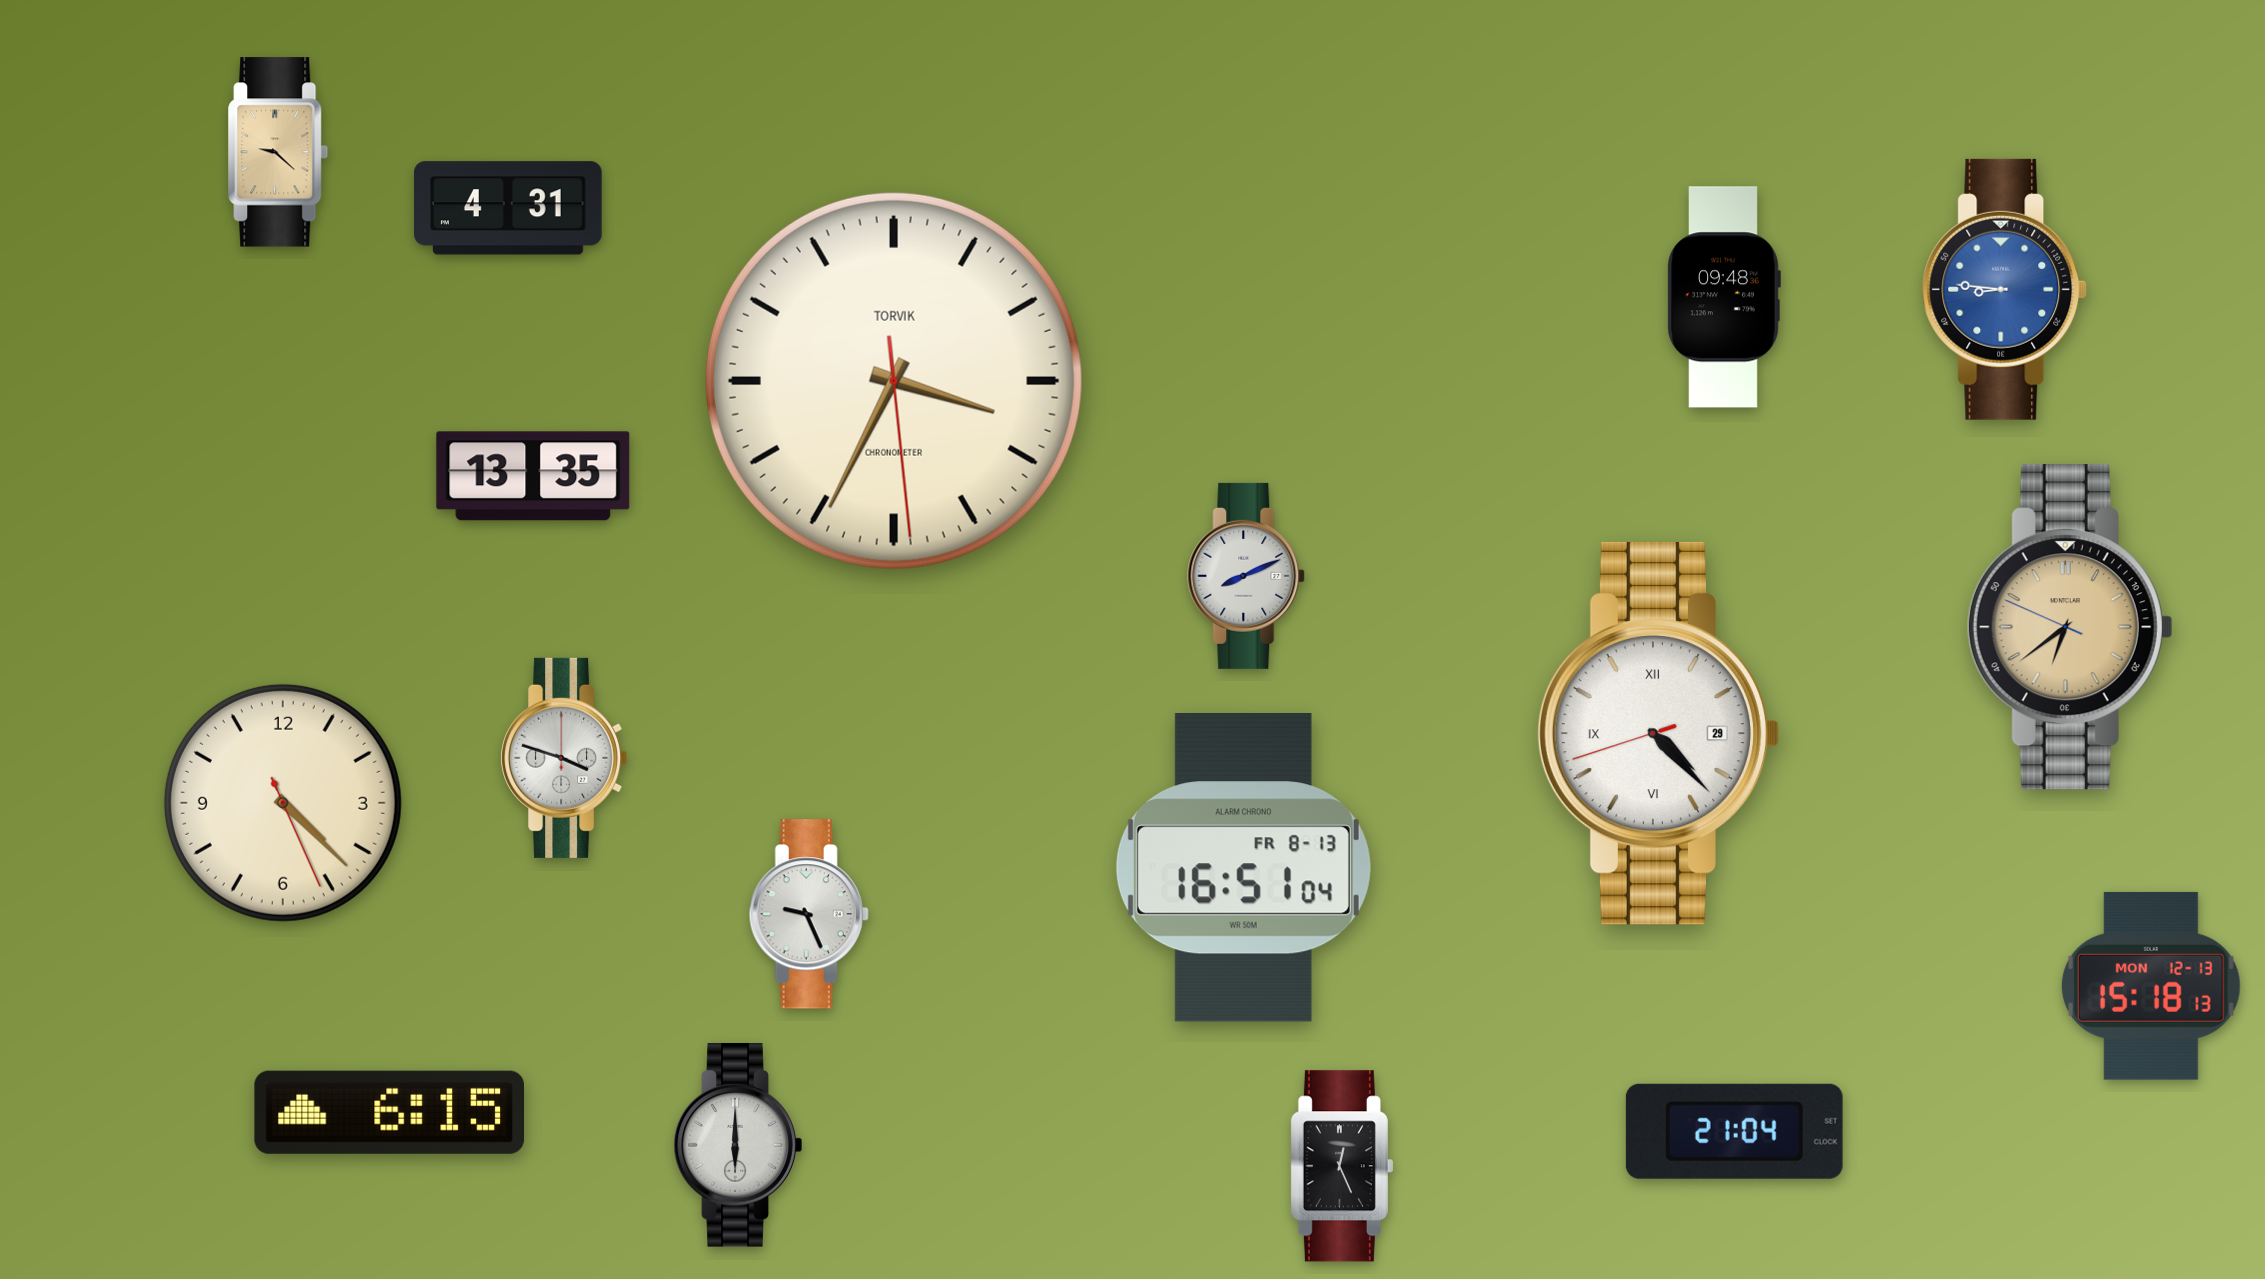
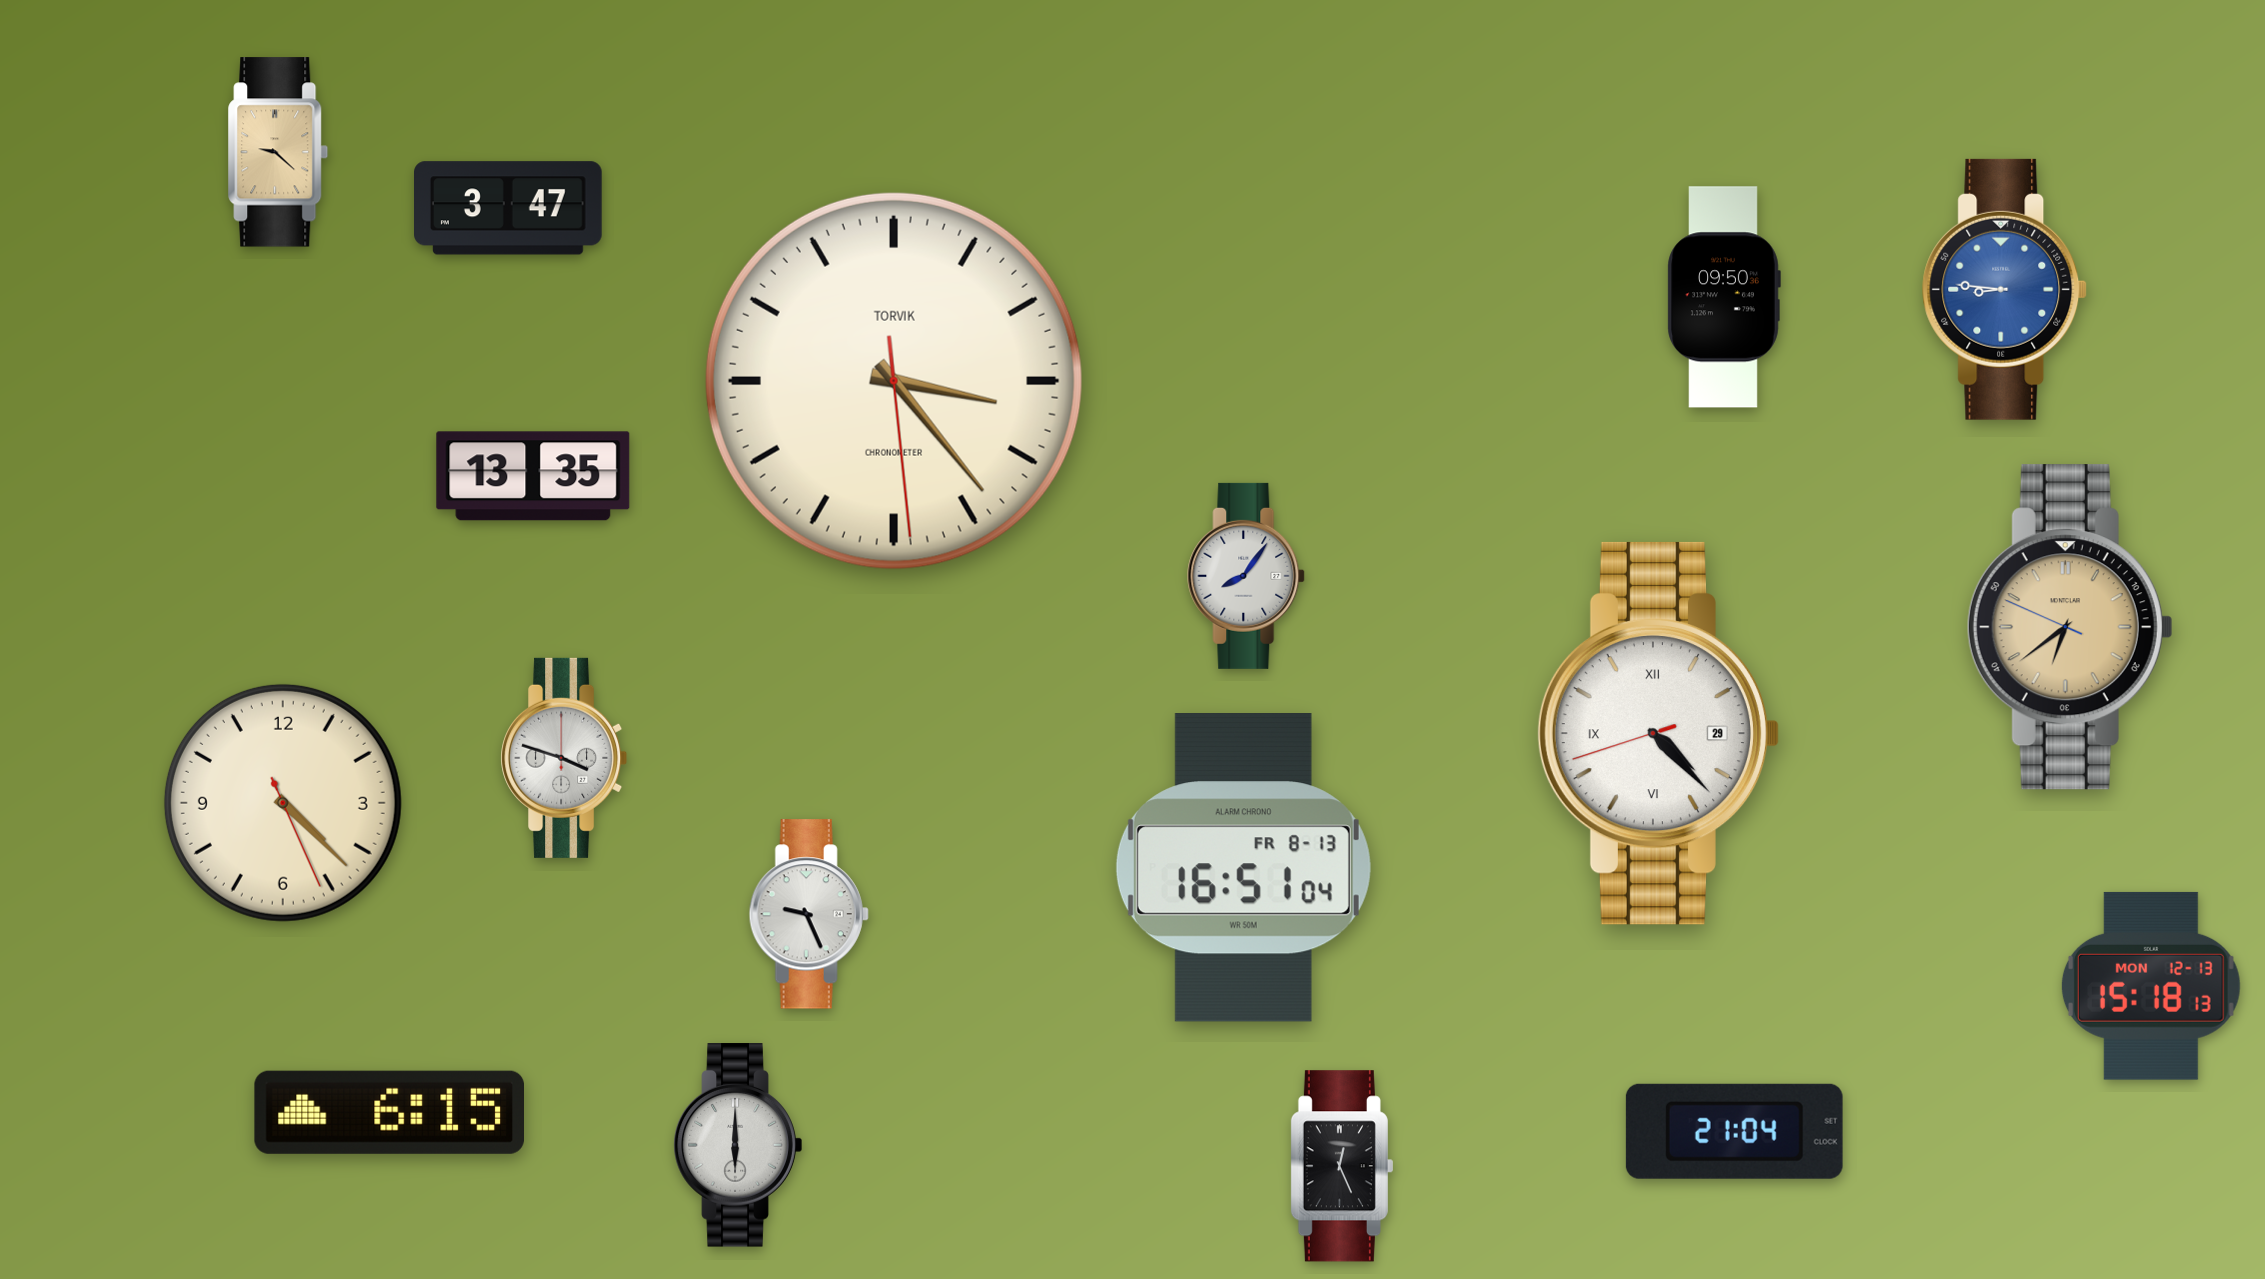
clock at (509, 208): 4:31 -> 3:47
clock at (1724, 297): 09:48 -> 09:50
clock at (894, 381): 3:34 -> 3:23
clock at (1247, 576): 8:11 -> 8:06
